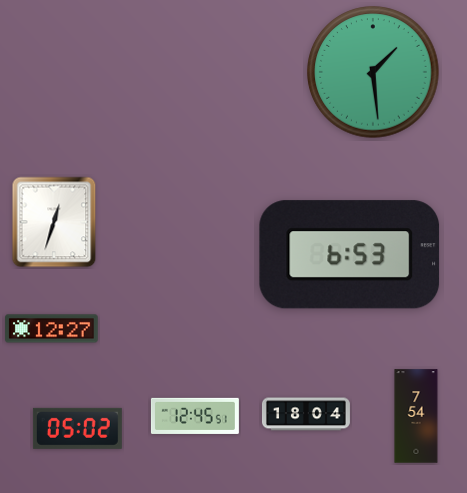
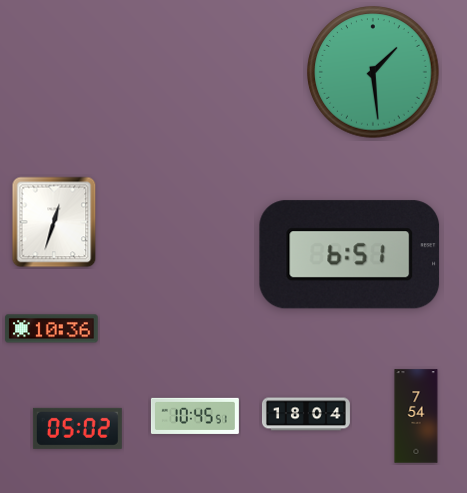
clock at (350, 255): 6:53 -> 6:51
clock at (52, 329): 12:27 -> 10:36
clock at (195, 416): 12:45 -> 10:45
